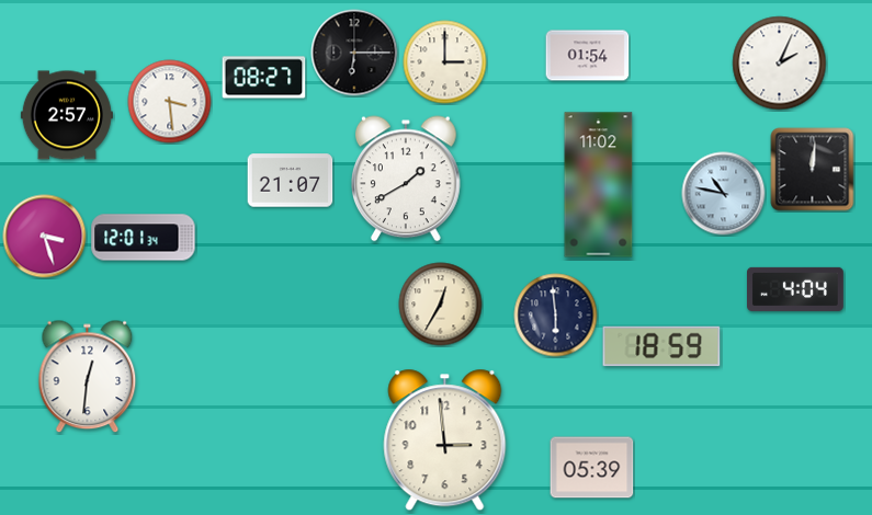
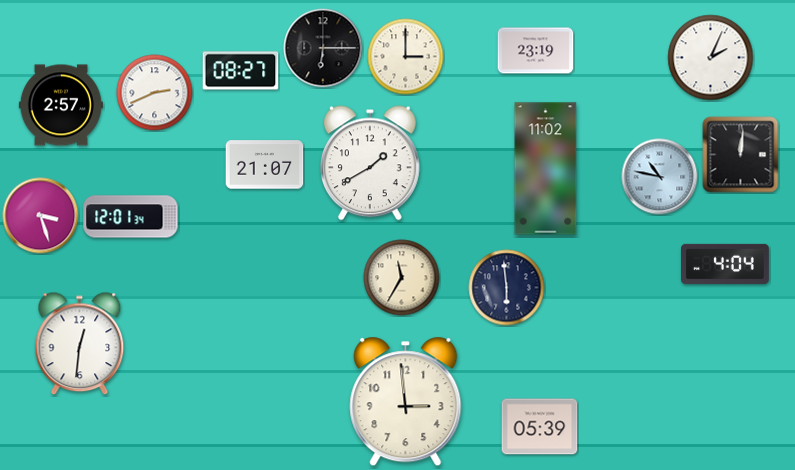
clock at (588, 56): 01:54 -> 23:19
clock at (170, 102): 3:29 -> 2:41
clock at (441, 305): 12:35 -> 11:35
clock at (661, 346): 18:59 -> none
